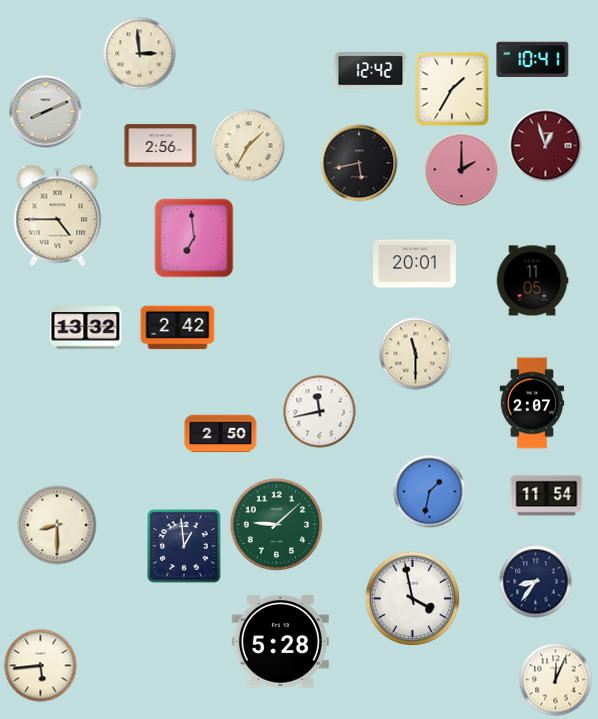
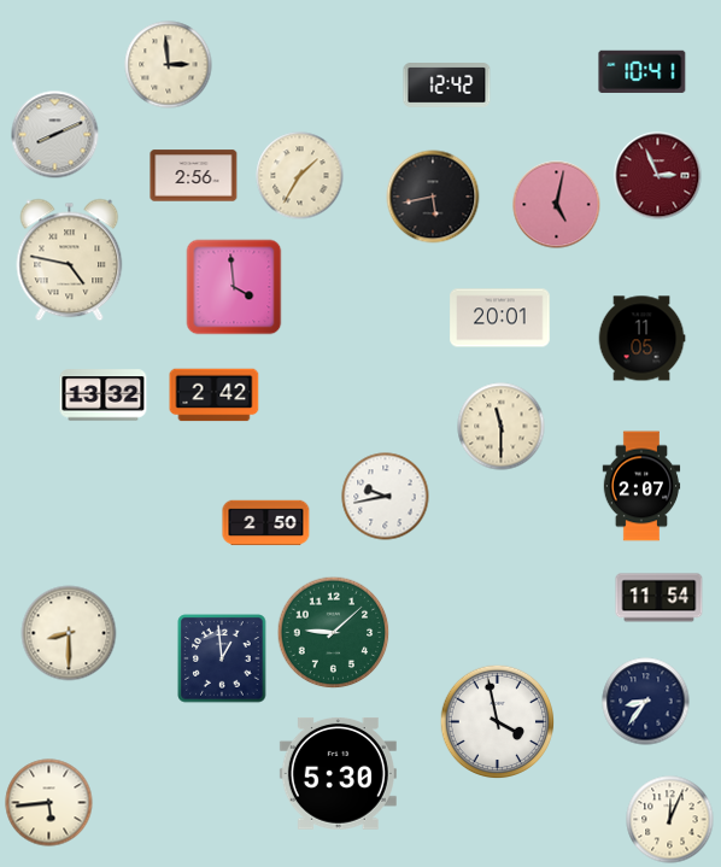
clock at (452, 89): 1:35 -> none
clock at (546, 146): 12:57 -> 2:56
clock at (462, 170): 2:00 -> 5:02
clock at (58, 216): 4:45 -> 4:47
clock at (194, 238): 6:59 -> 3:59
clock at (320, 412): 11:43 -> 9:43
clock at (430, 492): 1:32 -> none
clock at (280, 641): 5:28 -> 5:30
